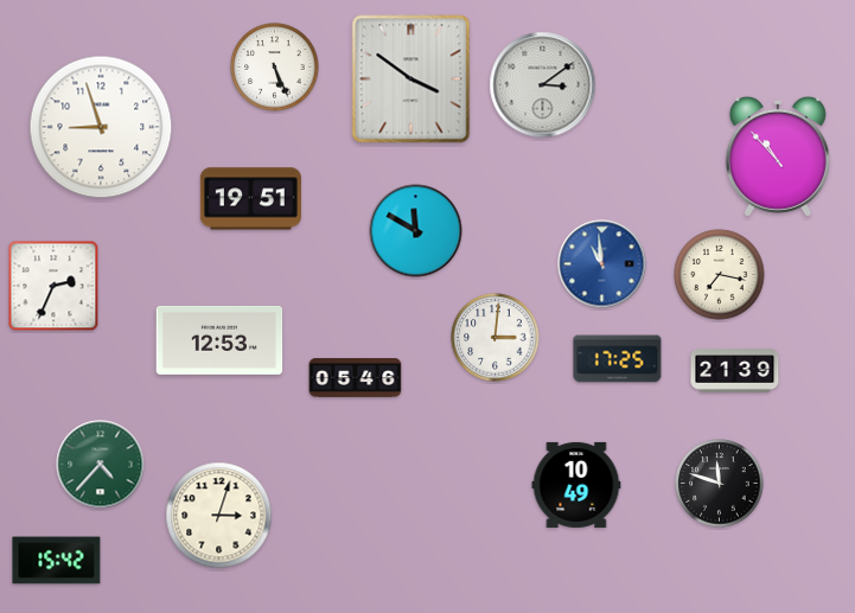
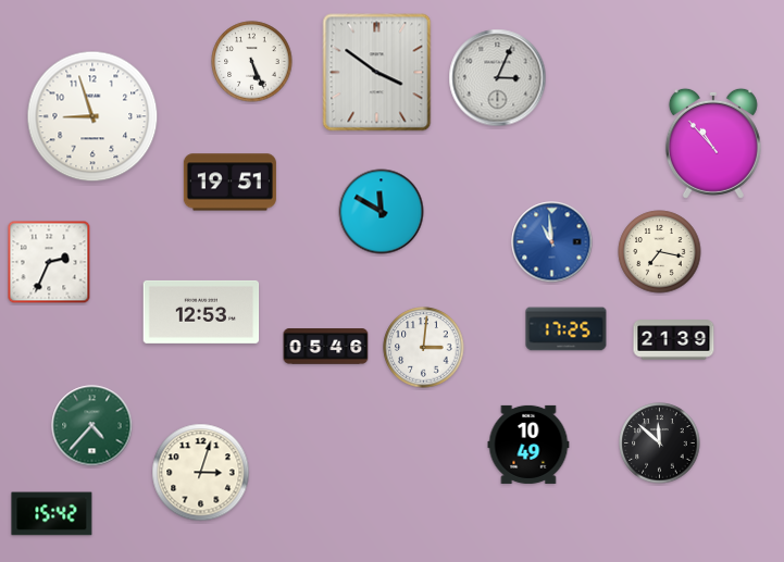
clock at (543, 85): 3:09 -> 3:04
clock at (496, 338) position: (496, 338) -> (424, 348)
clock at (720, 484): 11:48 -> 11:52
